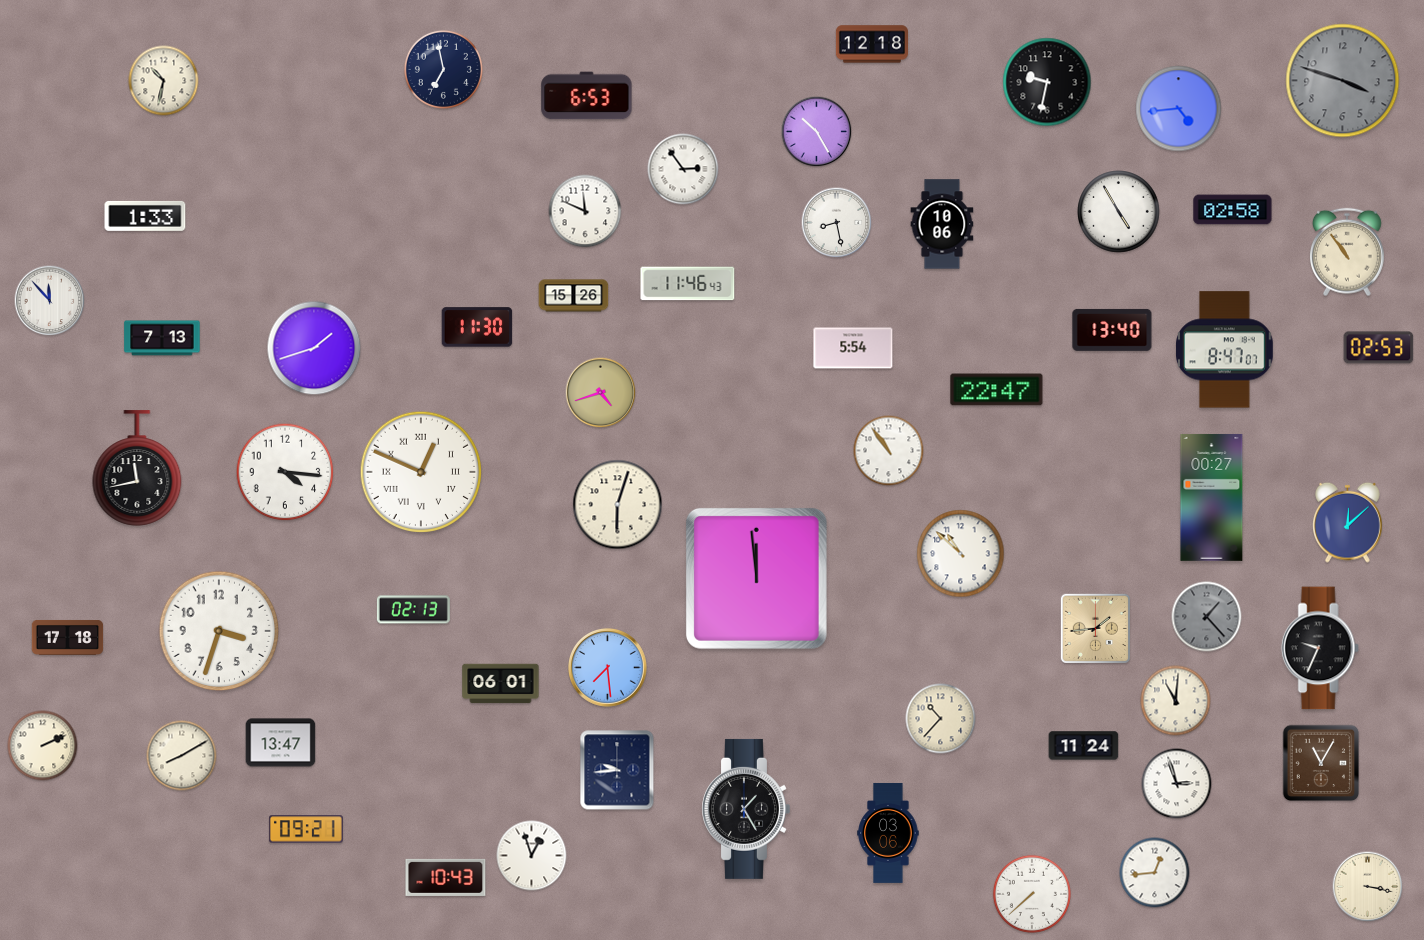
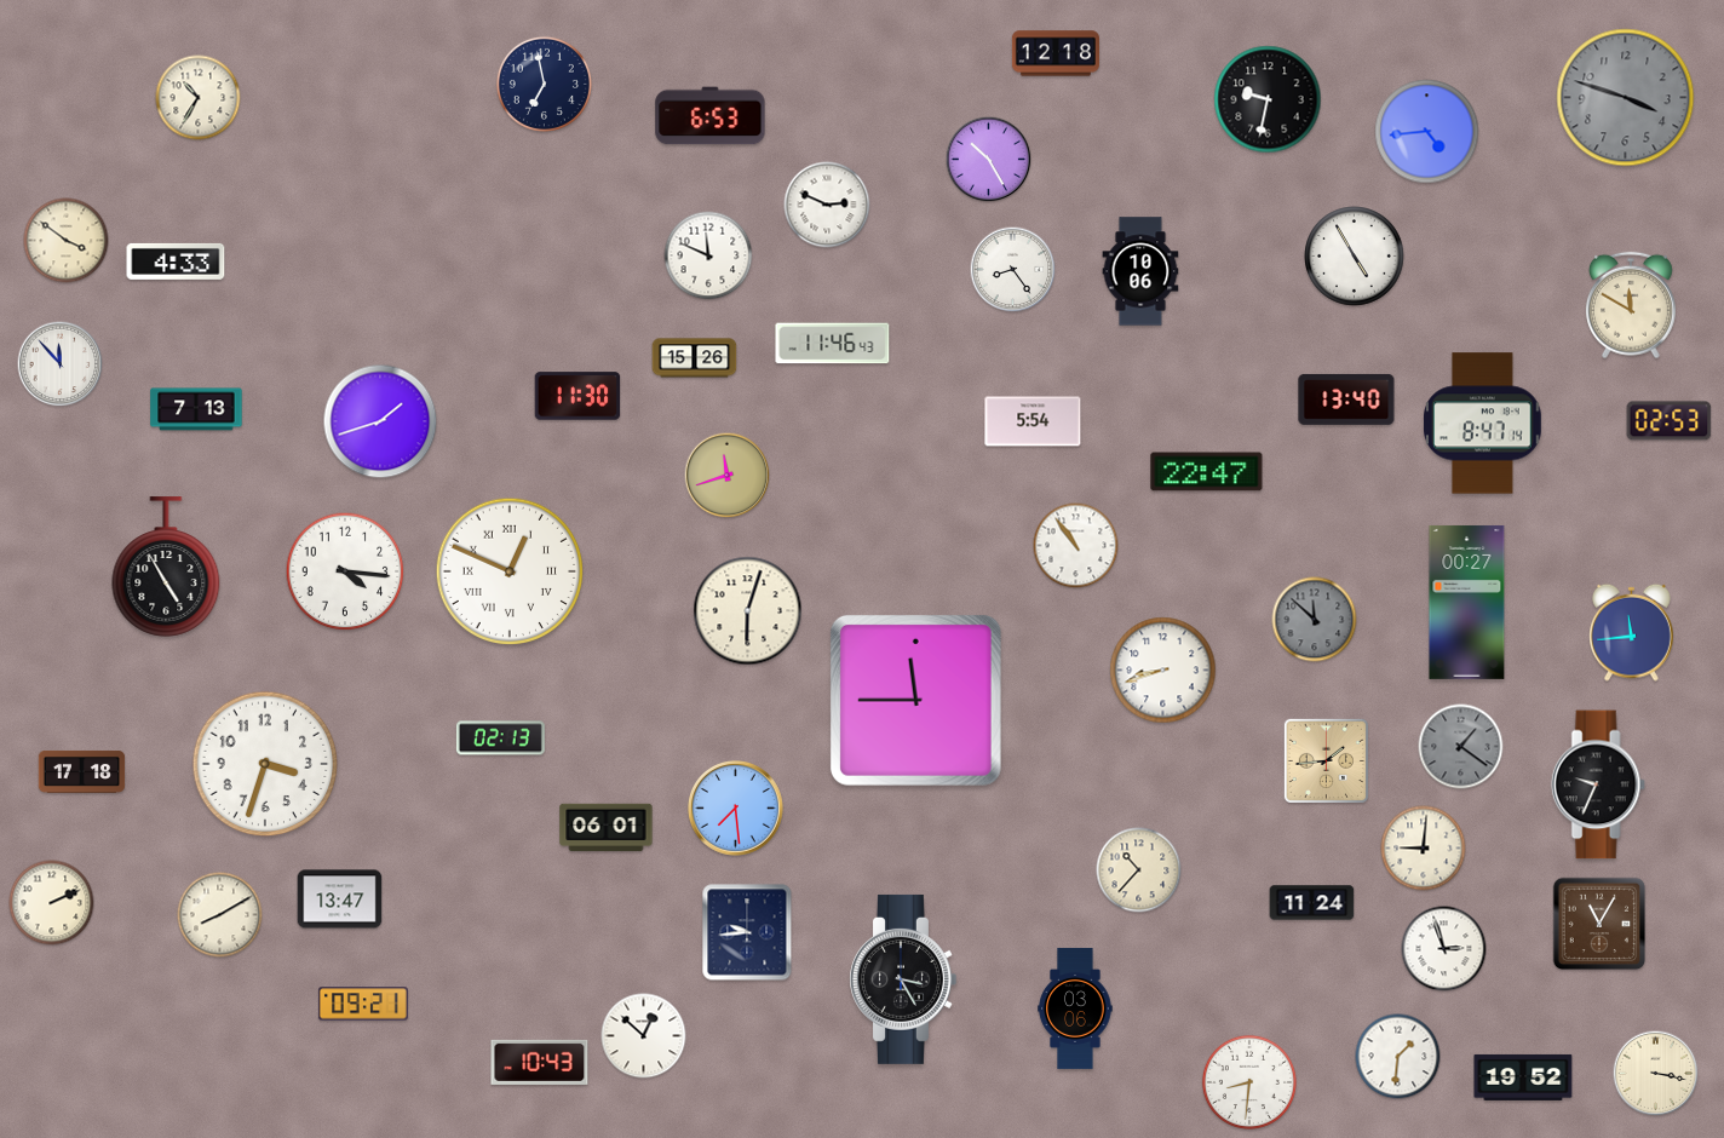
clock at (443, 69) position: (443, 69) -> (544, 84)
clock at (164, 81): 10:32 -> 10:35
clock at (683, 169): 2:54 -> 2:49
clock at (67, 241): none -> 3:51
clock at (1233, 210): 02:58 -> none
clock at (145, 216): 1:33 -> 4:33
clock at (837, 223): 8:28 -> 8:24
clock at (1347, 252): 10:54 -> 11:50
clock at (1225, 350): 8:47:07 -> 8:47:14
clock at (601, 393): 4:42 -> 11:42
clock at (137, 468): 11:43 -> 4:55
clock at (1315, 620): none -> 11:52
clock at (1348, 522): 12:08 -> 11:44
clock at (961, 554): 10:52 -> 8:42
clock at (756, 578): 11:59 -> 11:45
clock at (1207, 617): 1:23 -> 1:21
clock at (1176, 701): 11:01 -> 9:01
clock at (1177, 784) position: (1177, 784) -> (1444, 949)
clock at (746, 809): 1:25 -> 3:25
clock at (306, 829) position: (306, 829) -> (363, 1004)
clock at (532, 856): 12:57 -> 12:52
clock at (1155, 873): 12:44 -> 1:31
clock at (1523, 1077): none -> 19:52
clock at (1031, 893): 7:38 -> 8:31
